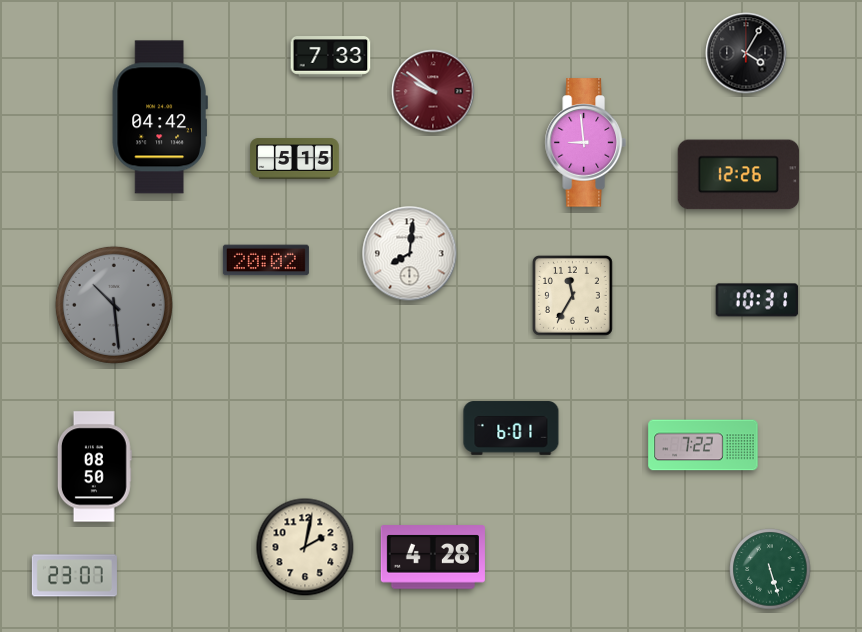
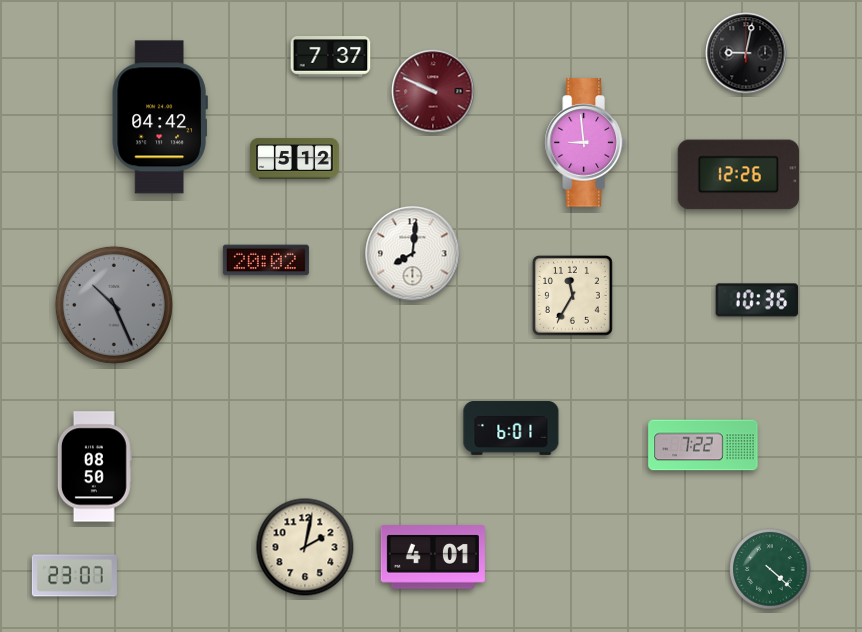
clock at (746, 53): 4:05 -> 9:02
clock at (331, 57): 7:33 -> 7:37
clock at (433, 91): 9:51 -> 9:49
clock at (295, 159): 5:15 -> 5:12
clock at (410, 254) position: (410, 254) -> (413, 254)
clock at (757, 300): 10:31 -> 10:36
clock at (114, 305): 10:29 -> 10:26
clock at (433, 557): 4:28 -> 4:01
clock at (770, 569): 5:27 -> 4:22
